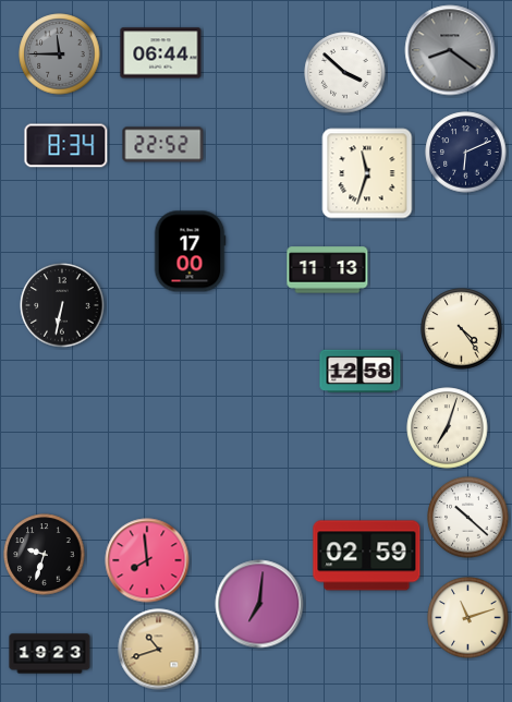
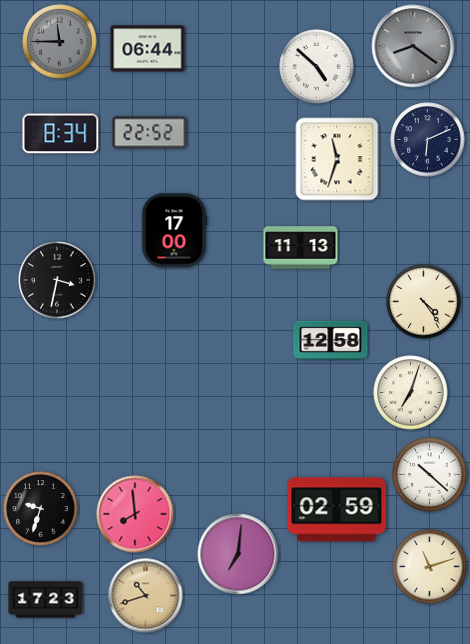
clock at (60, 55) position: (60, 55) -> (60, 42)
clock at (345, 73): 3:52 -> 4:52
clock at (62, 305): 6:32 -> 3:32
clock at (50, 654): 19:23 -> 17:23
